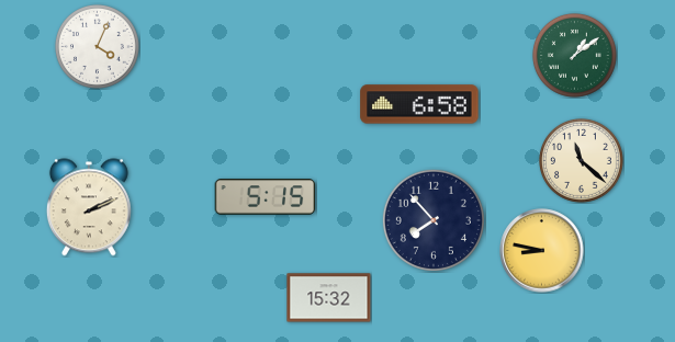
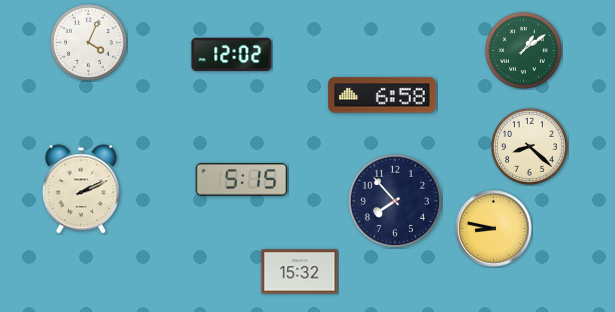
clock at (232, 55): none -> 12:02
clock at (581, 160): 11:22 -> 8:22
